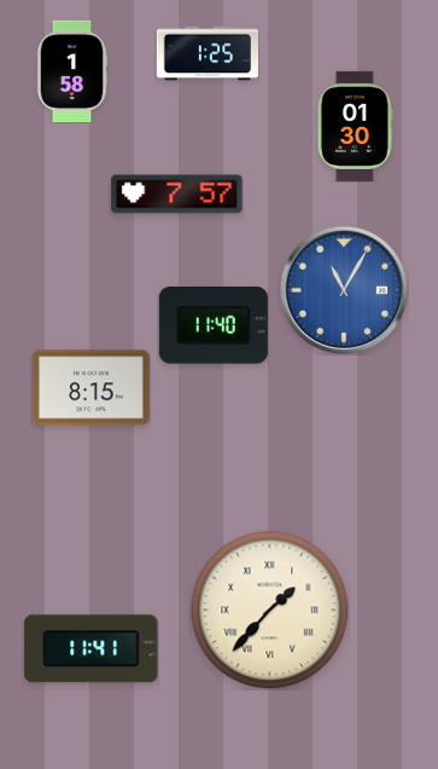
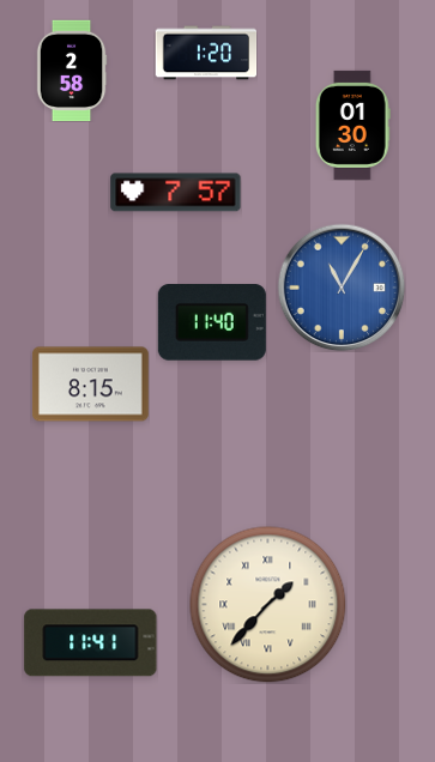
clock at (208, 53): 1:25 -> 1:20
clock at (72, 71): 1:58 -> 2:58
